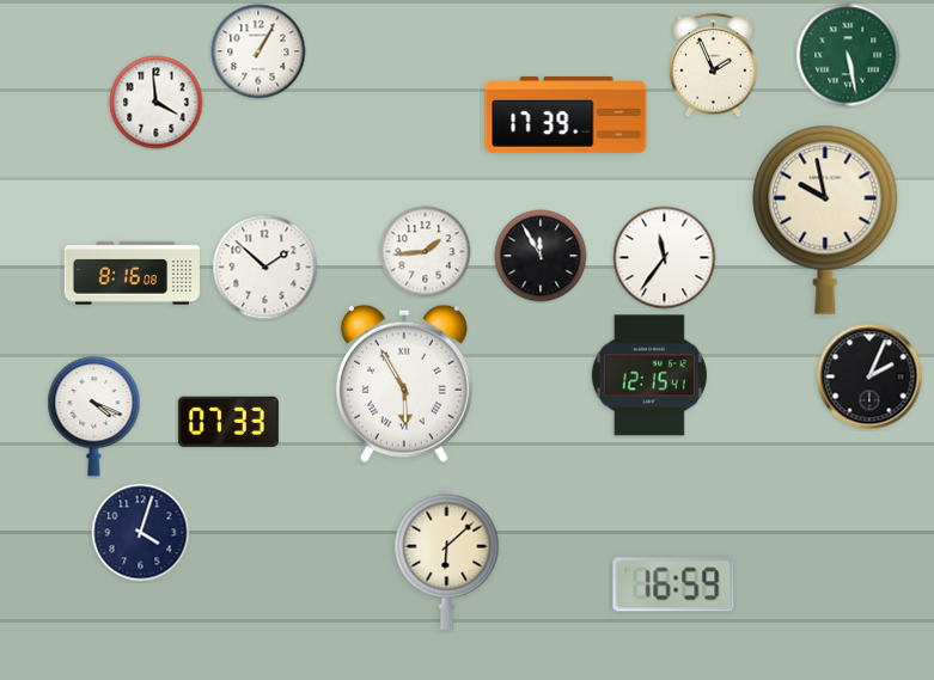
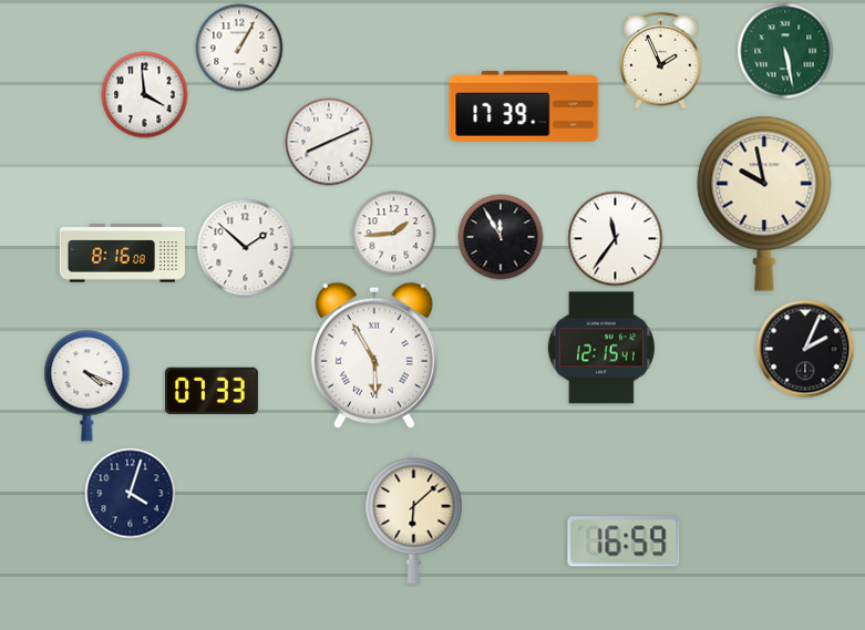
clock at (329, 142): none -> 8:11
